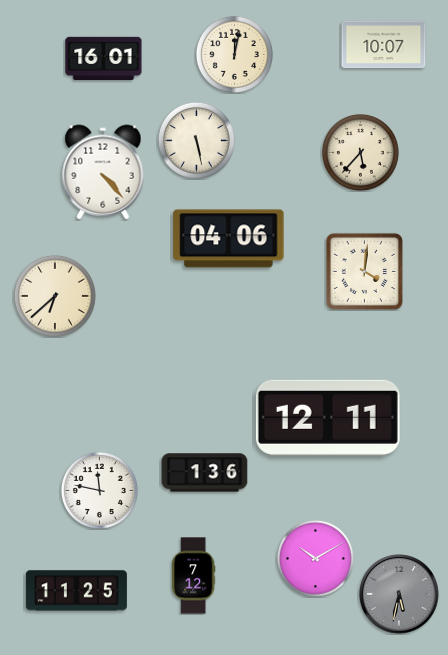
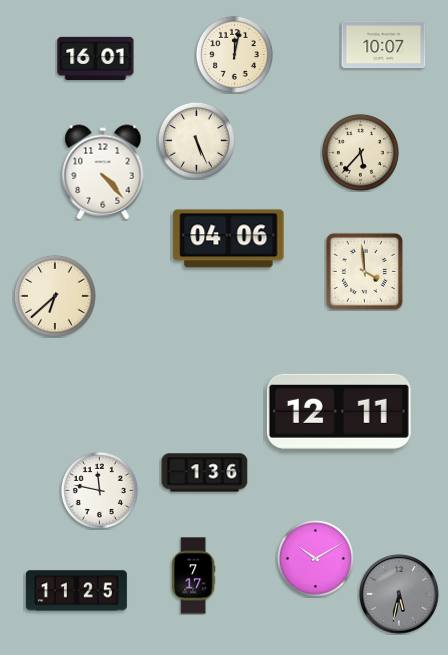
clock at (104, 58) position: (104, 58) -> (96, 58)
clock at (196, 140): 5:28 -> 5:26
clock at (364, 271): 4:01 -> 3:59
clock at (328, 418) position: (328, 418) -> (339, 412)
clock at (194, 576): 7:12 -> 7:17
